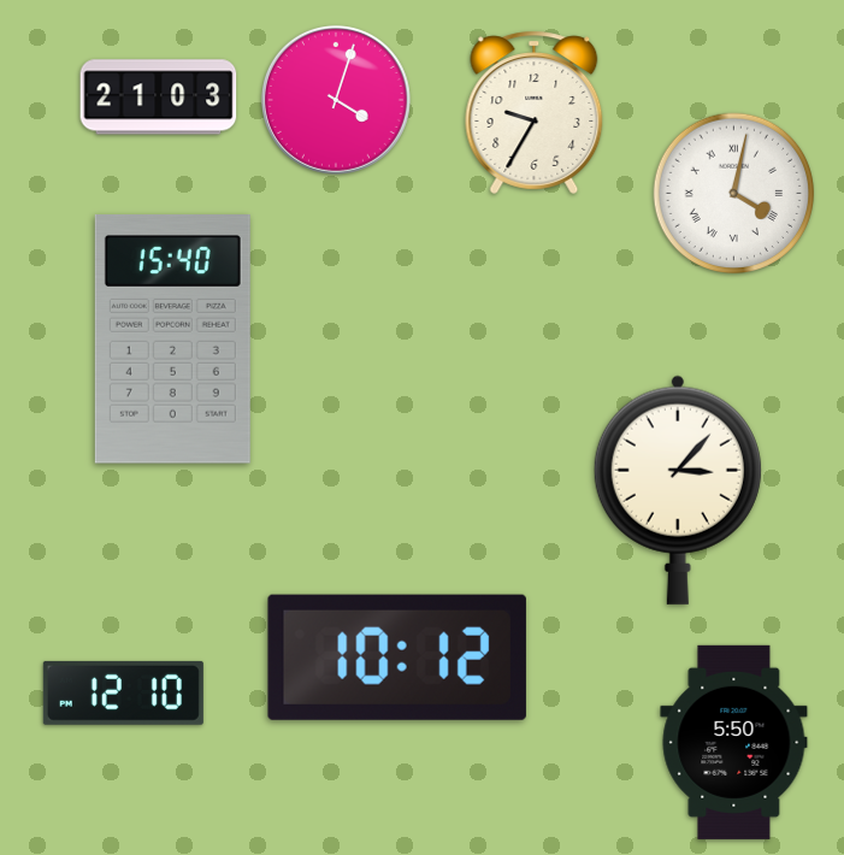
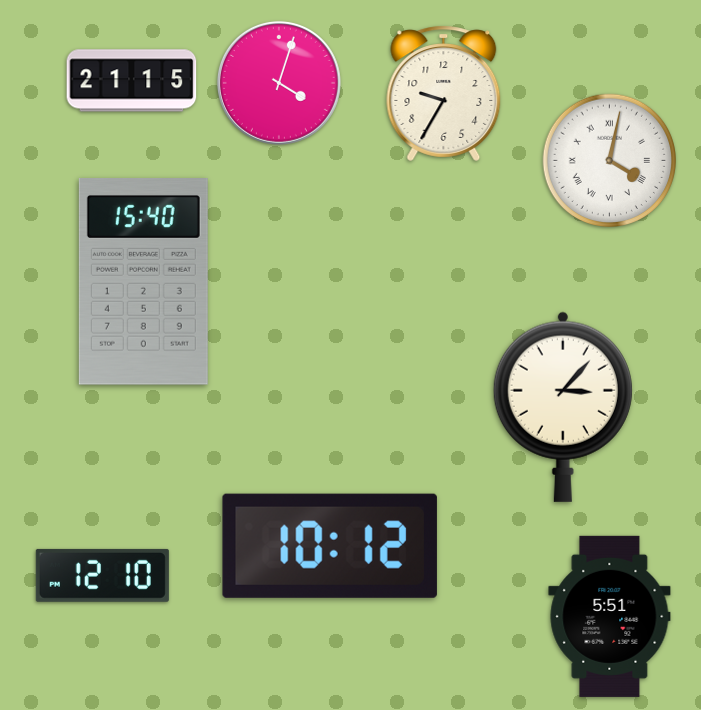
clock at (159, 98): 21:03 -> 21:15
clock at (734, 742): 5:50 -> 5:51
